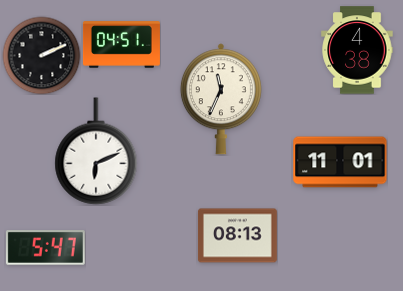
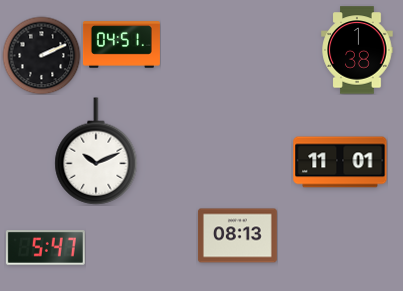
clock at (357, 50): 4:38 -> 1:38
clock at (221, 99): 11:34 -> none
clock at (96, 151): 6:11 -> 10:11
